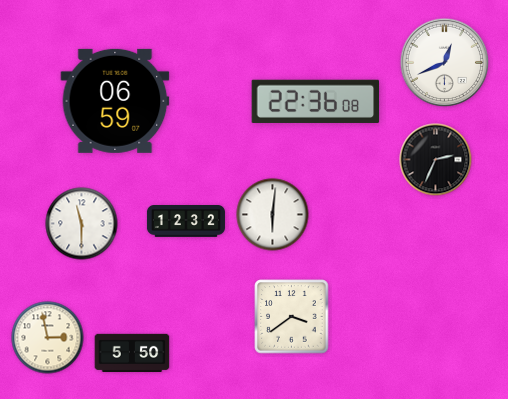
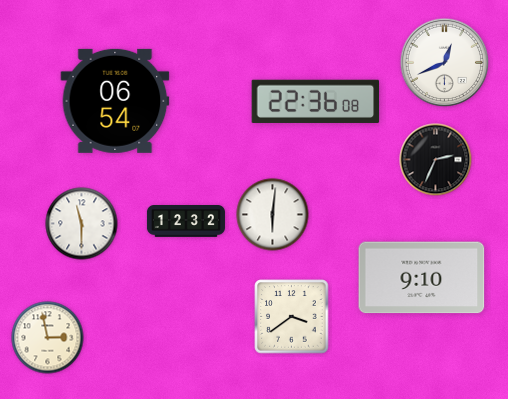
clock at (115, 101): 06:59 -> 06:54
clock at (422, 278): none -> 9:10
clock at (132, 352): 5:50 -> none
